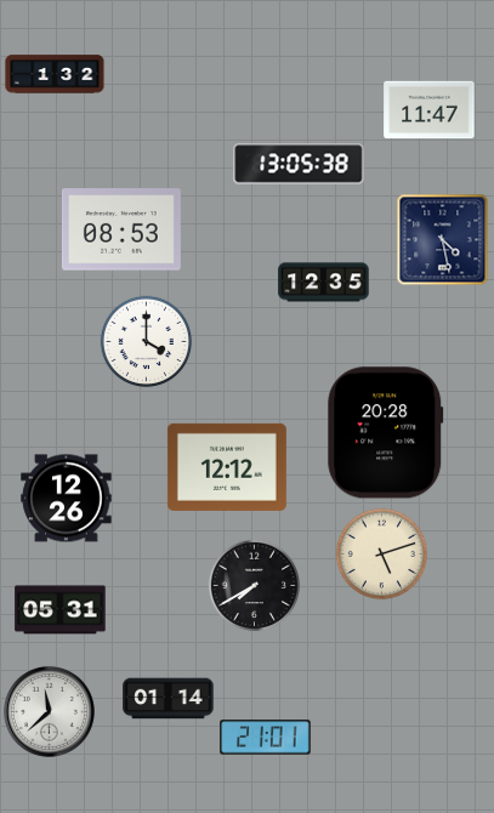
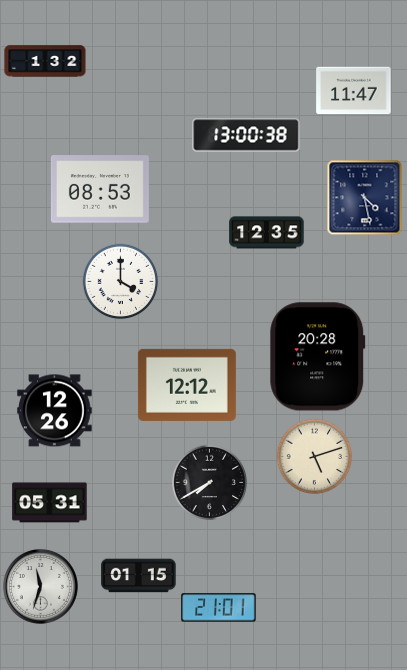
clock at (299, 164): 13:05 -> 13:00
clock at (169, 699): 01:14 -> 01:15
clock at (49, 711): 11:38 -> 11:33
